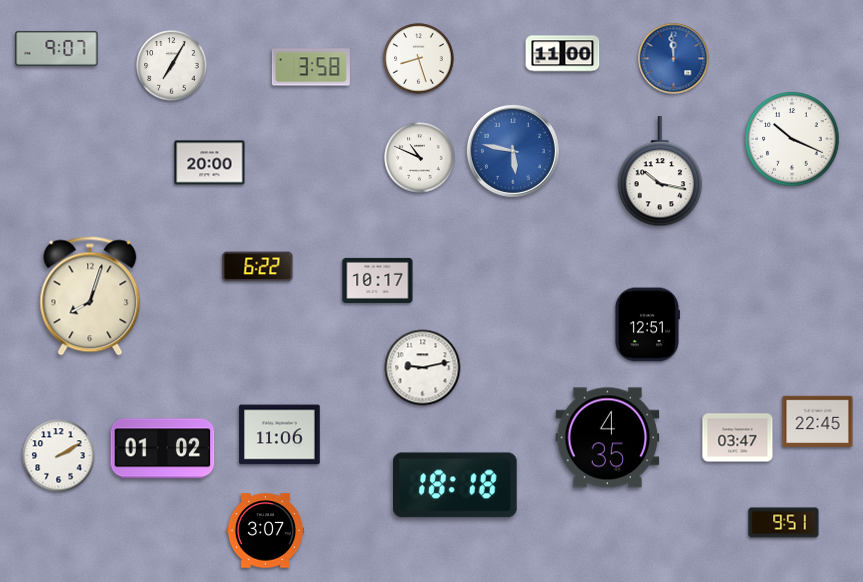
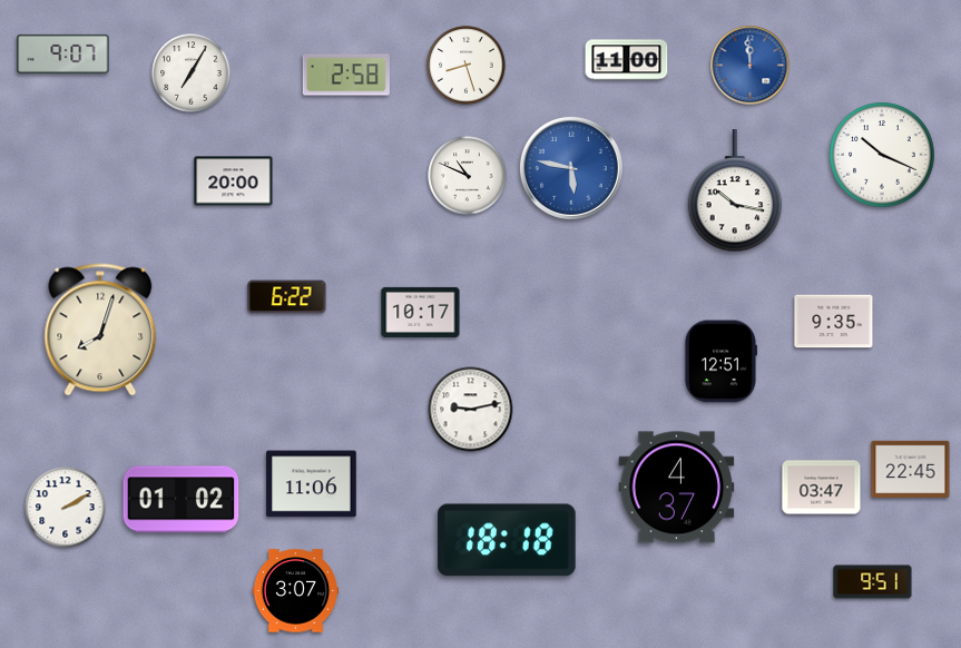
clock at (311, 67): 3:58 -> 2:58
clock at (834, 322): none -> 9:35
clock at (608, 438): 4:35 -> 4:37
